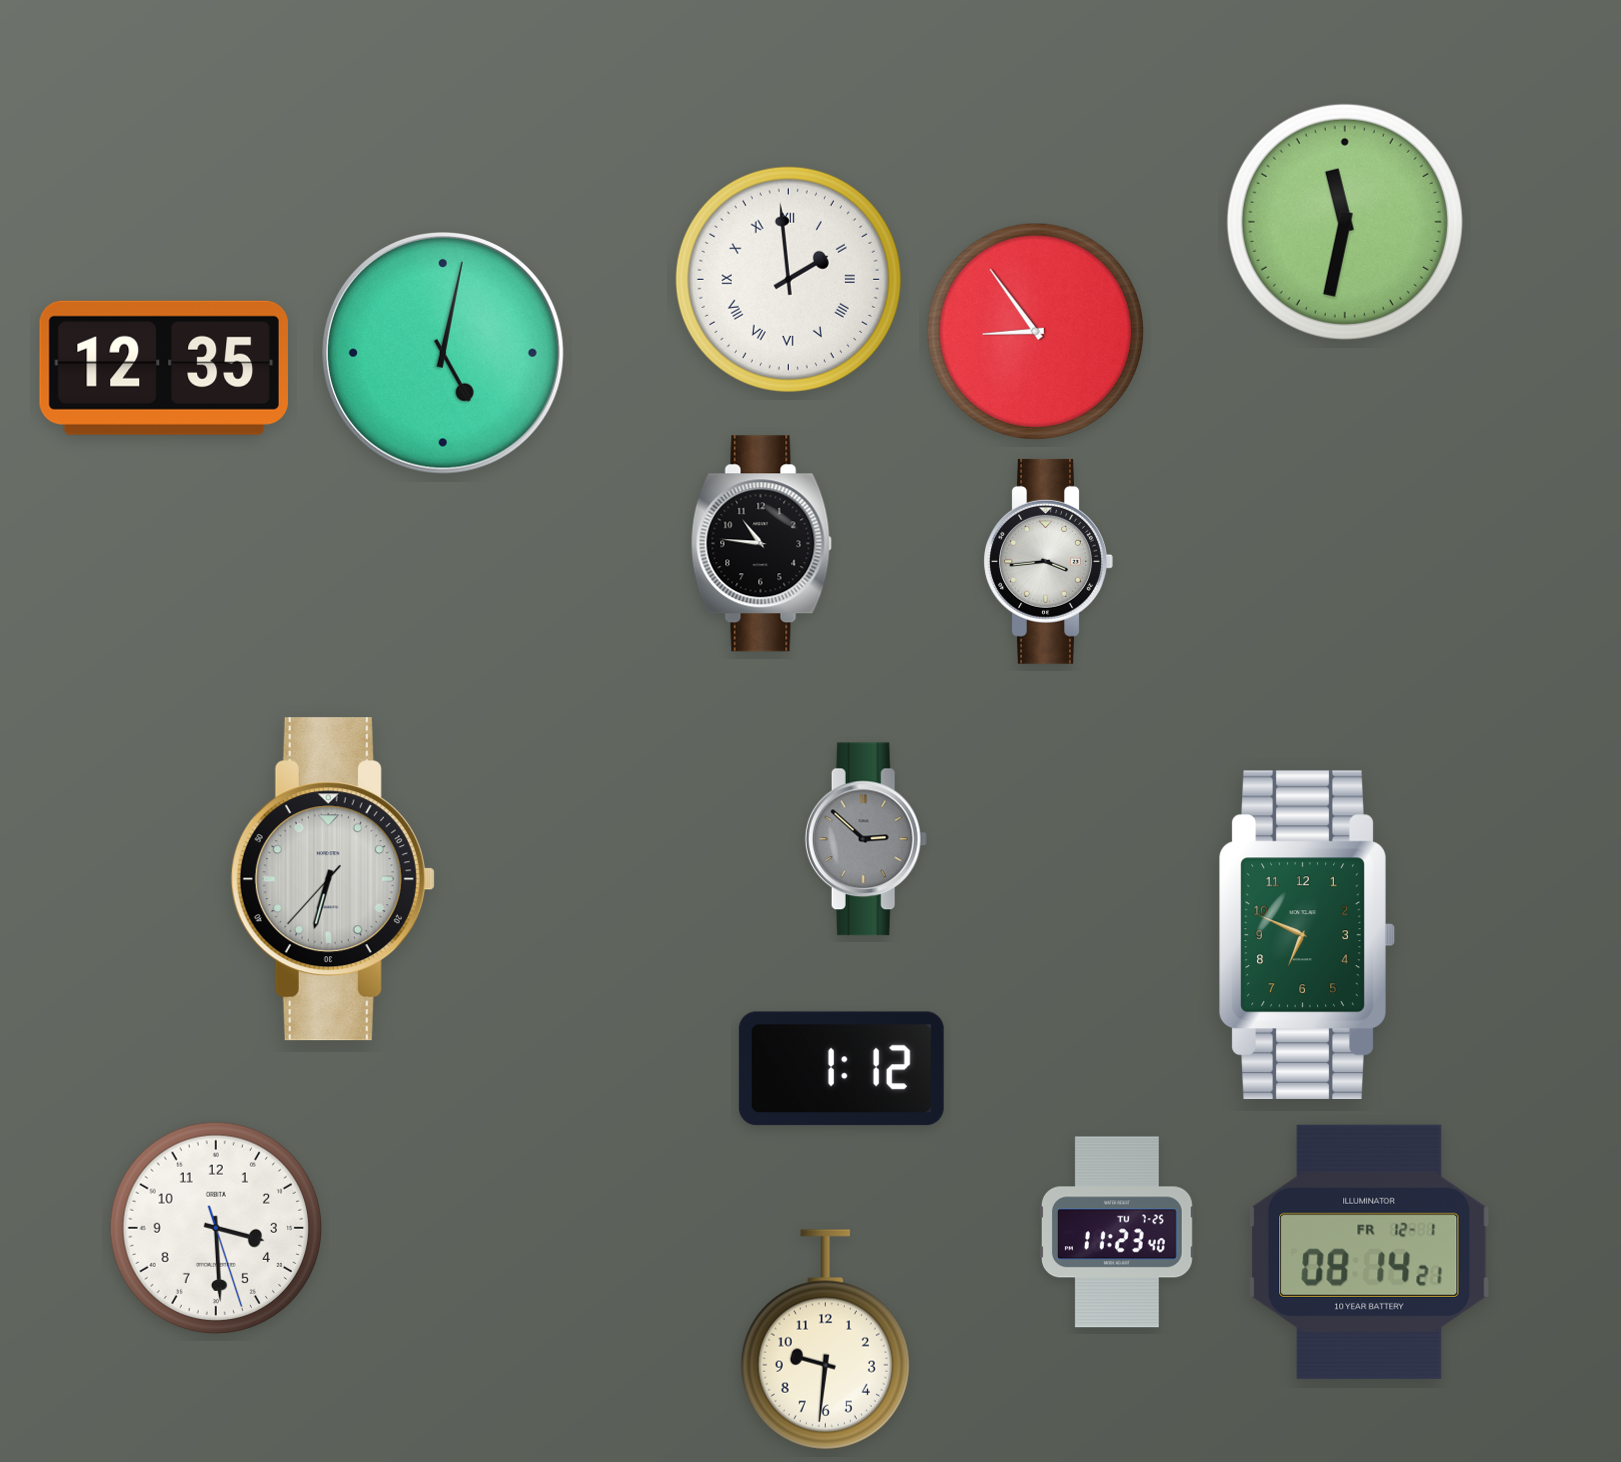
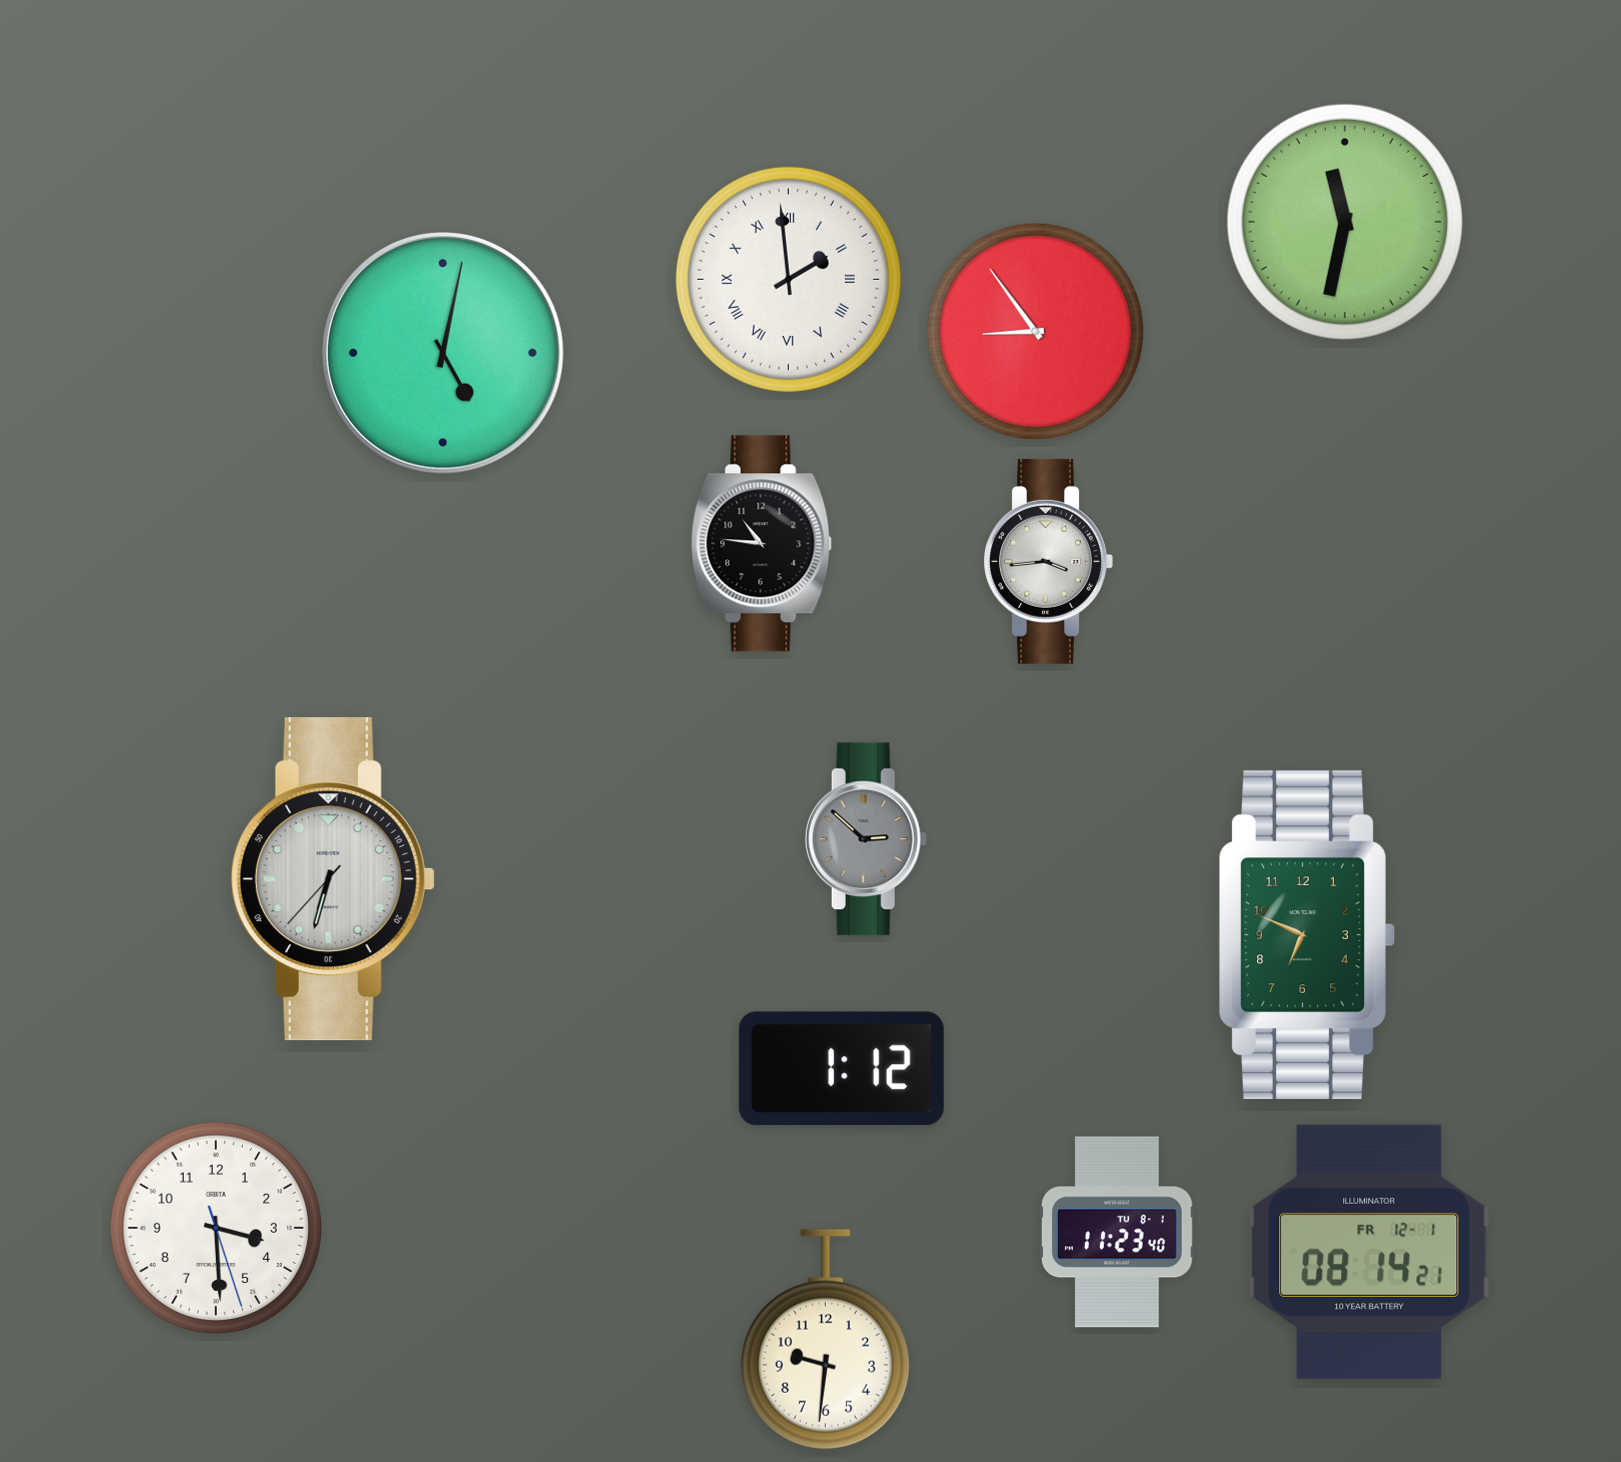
clock at (164, 368): 12:35 -> none
clock at (1117, 1232) date: TU 7-25 -> TU 8-1
